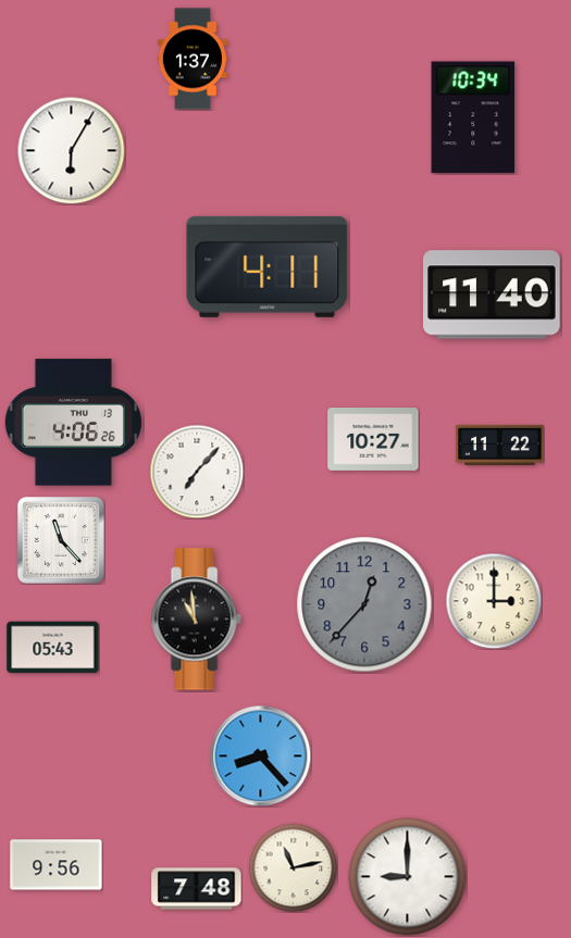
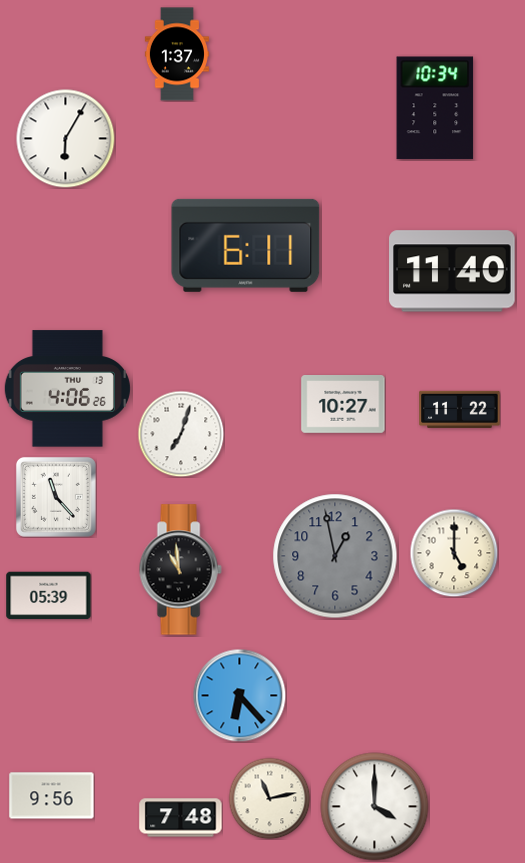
clock at (268, 266): 4:11 -> 6:11
clock at (197, 472): 7:07 -> 7:03
clock at (494, 601): 3:00 -> 5:00
clock at (364, 604): 12:37 -> 12:58
clock at (53, 648): 05:43 -> 05:39
clock at (260, 755): 8:23 -> 6:23
clock at (408, 877): 9:00 -> 4:00
